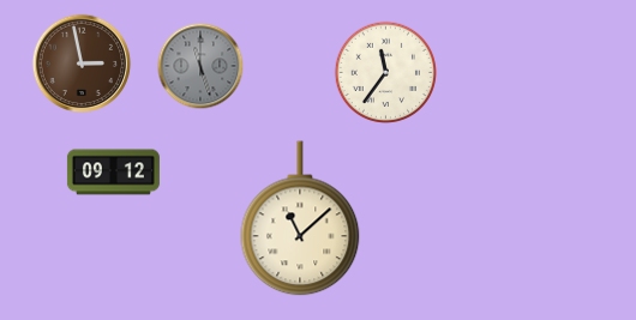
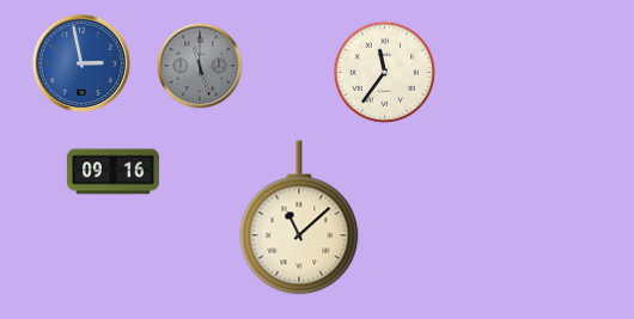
clock at (82, 64) dial: brown -> blue
clock at (113, 173): 09:12 -> 09:16
